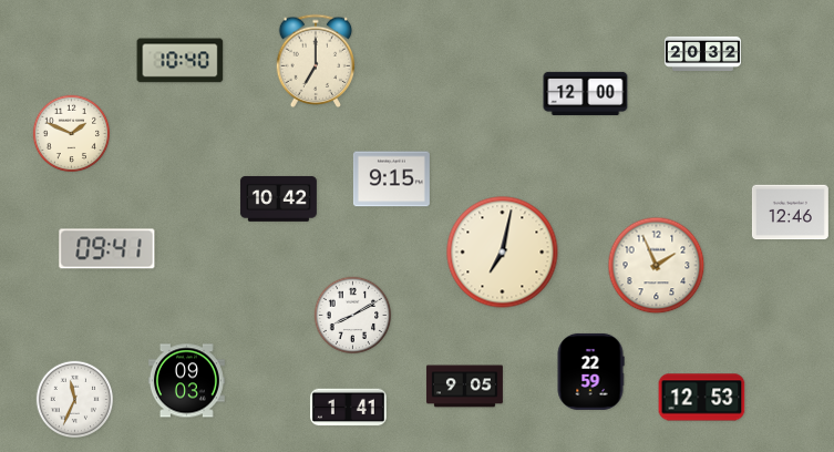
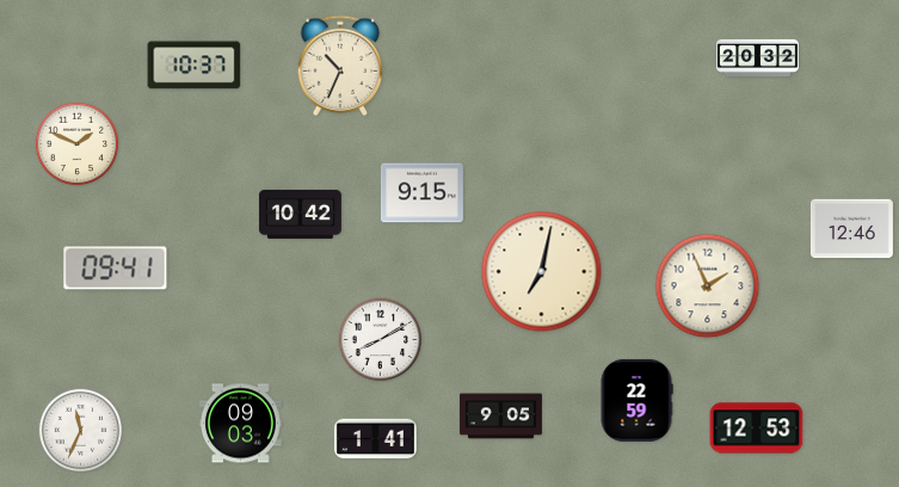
clock at (316, 60): 7:00 -> 10:34
clock at (181, 61): 10:40 -> 10:37
clock at (586, 93): 12:00 -> none
clock at (186, 381) position: (186, 381) -> (240, 424)
